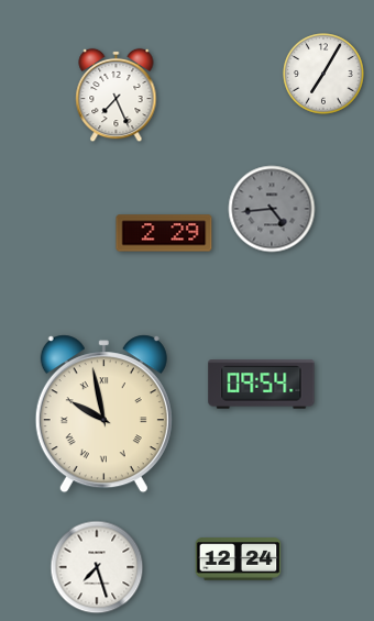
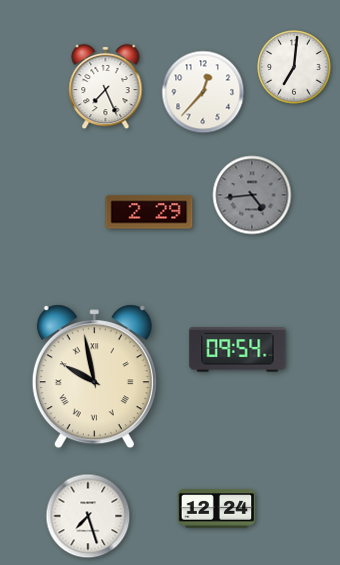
clock at (323, 74): 7:05 -> 7:01
clock at (203, 92): none -> 12:37
clock at (272, 209) position: (272, 209) -> (252, 195)
